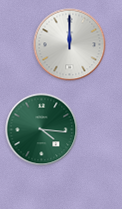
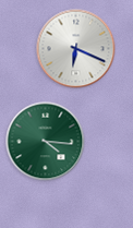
clock at (70, 45): 12:00 -> 6:19
